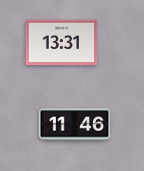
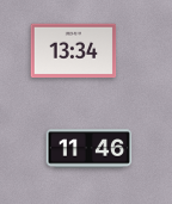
clock at (62, 43): 13:31 -> 13:34
